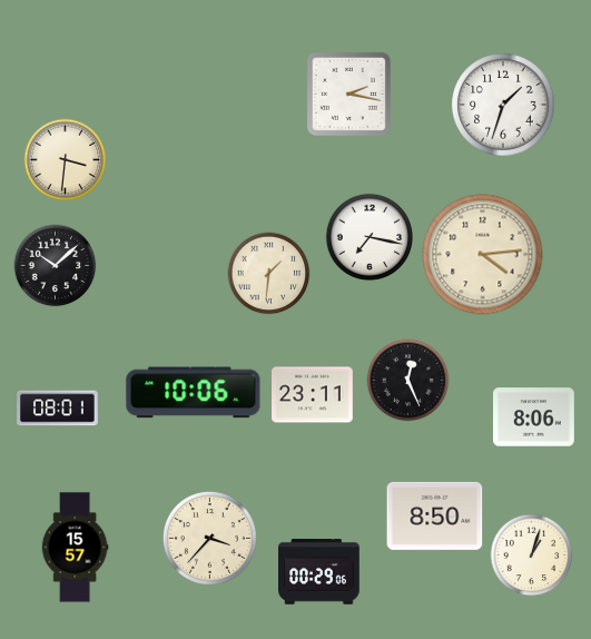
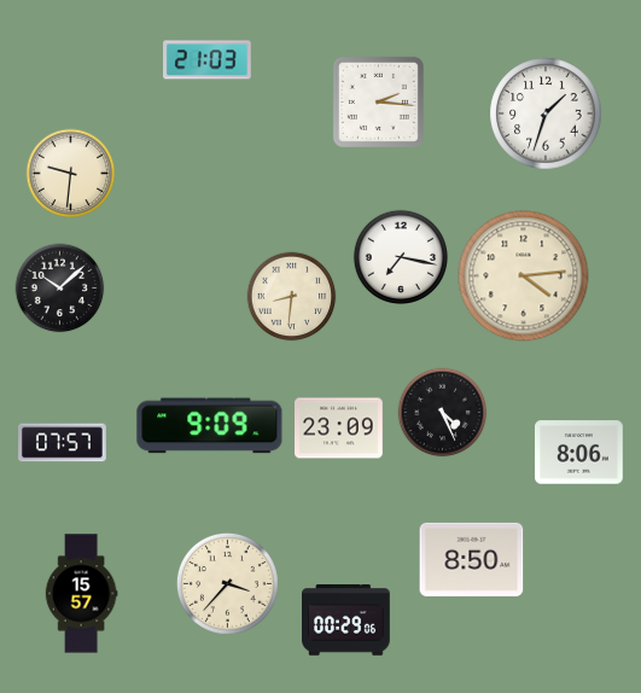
clock at (208, 60): none -> 21:03
clock at (348, 94): 2:17 -> 2:16
clock at (66, 160): 3:31 -> 9:31
clock at (269, 274): 1:31 -> 8:31
clock at (408, 381): 12:26 -> 4:26
clock at (194, 393): 10:06 -> 9:09
clock at (313, 395): 23:11 -> 23:09
clock at (58, 409): 08:01 -> 07:57
clock at (532, 556): 1:03 -> none
